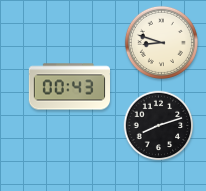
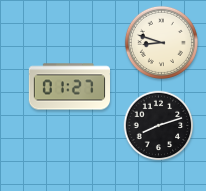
clock at (69, 87): 00:43 -> 01:27
